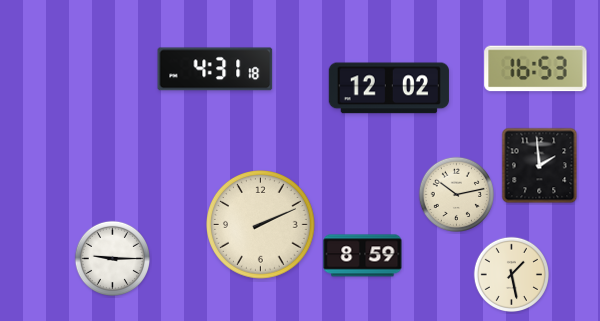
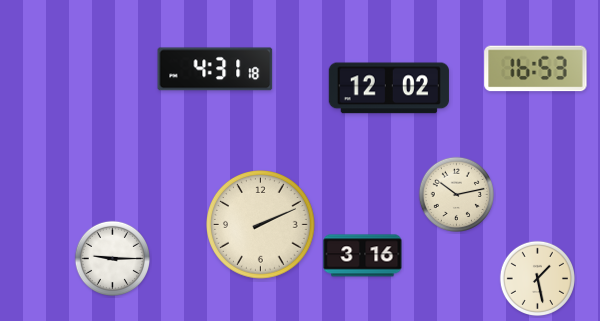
clock at (540, 166): 1:59 -> none
clock at (363, 256): 8:59 -> 3:16
clock at (511, 274) position: (511, 274) -> (537, 278)
